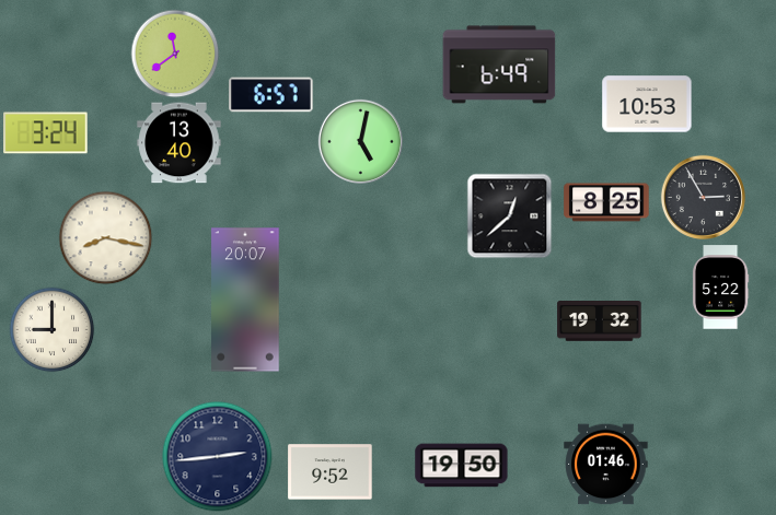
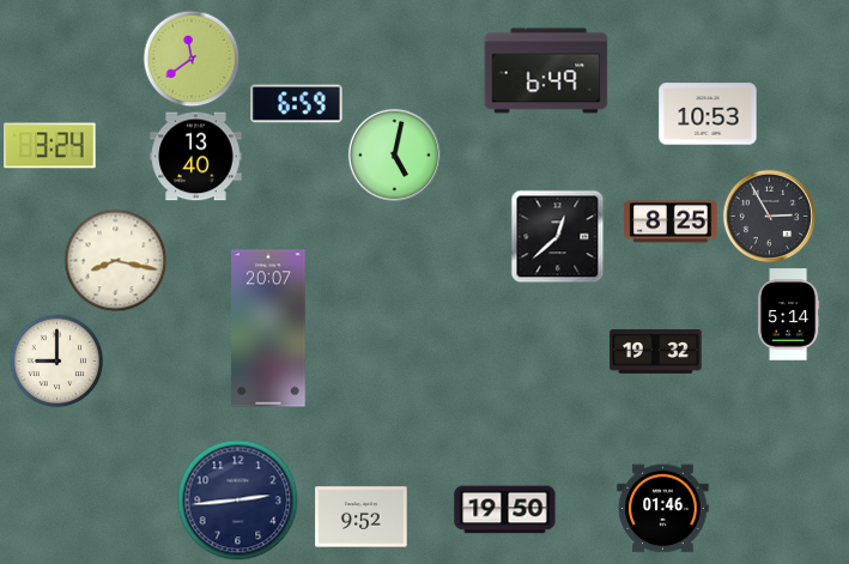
clock at (271, 95): 6:57 -> 6:59
clock at (606, 202) position: (606, 202) -> (671, 222)
clock at (720, 288): 5:22 -> 5:14
